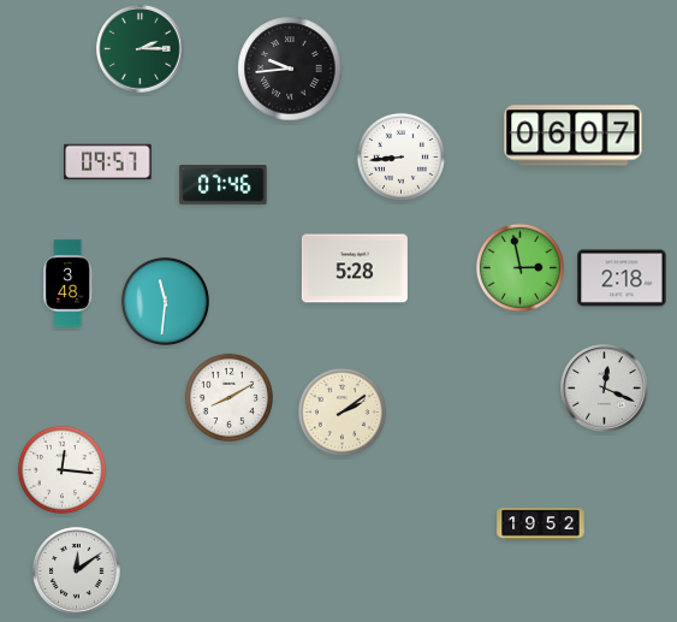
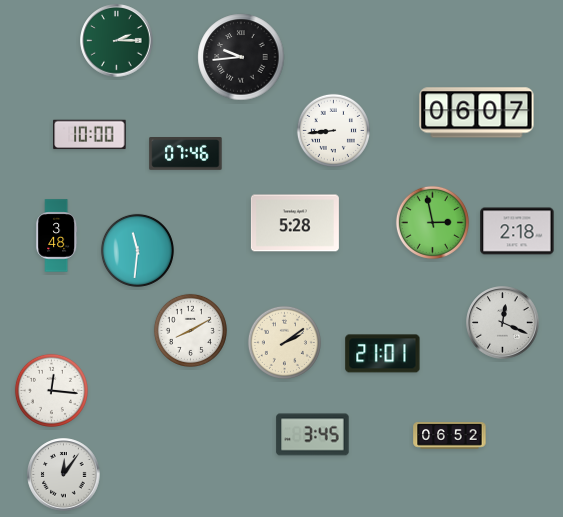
clock at (108, 162): 09:57 -> 10:00
clock at (383, 354): none -> 21:01
clock at (313, 435): none -> 3:45
clock at (541, 525): 19:52 -> 06:52
clock at (77, 571): 12:09 -> 12:06
